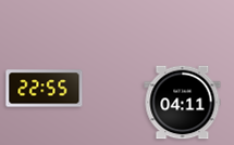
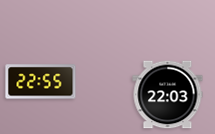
clock at (183, 103): 04:11 -> 22:03
